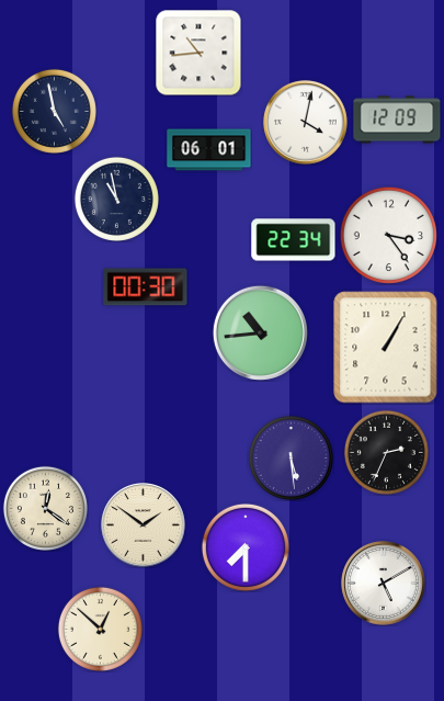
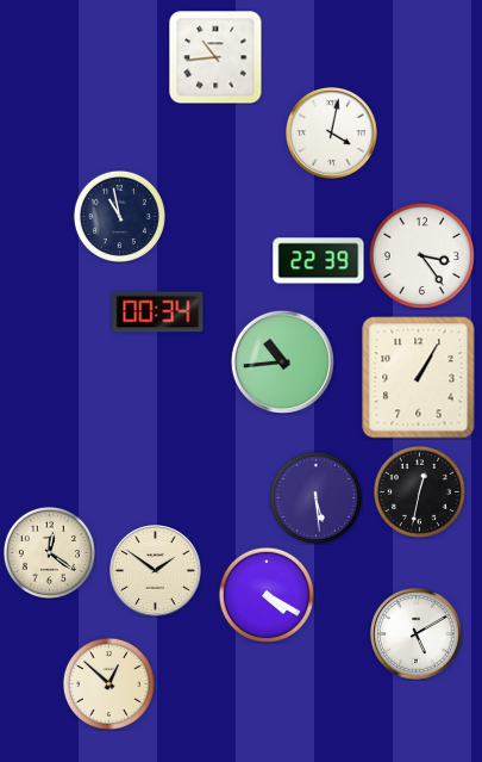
clock at (54, 111): 4:58 -> none
clock at (397, 120): 12:09 -> none
clock at (209, 150): 06:01 -> none
clock at (116, 199) position: (116, 199) -> (119, 216)
clock at (294, 240): 22:34 -> 22:39
clock at (146, 287): 00:30 -> 00:34
clock at (386, 452): 2:34 -> 12:32
clock at (246, 547): 7:30 -> 4:20
